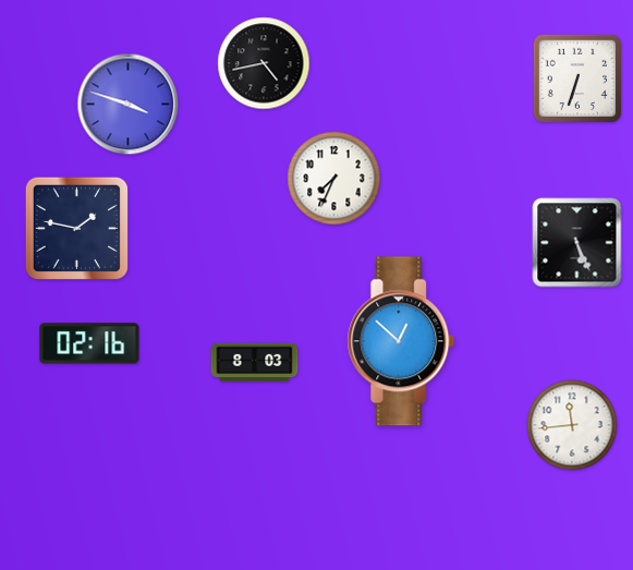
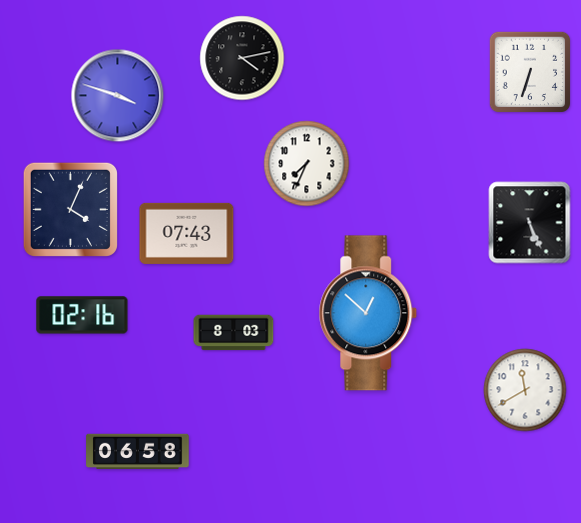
clock at (264, 63): 4:43 -> 4:13
clock at (76, 228): 1:47 -> 4:04
clock at (187, 233): none -> 07:43
clock at (572, 425): 11:44 -> 11:40
clock at (138, 452): none -> 06:58
